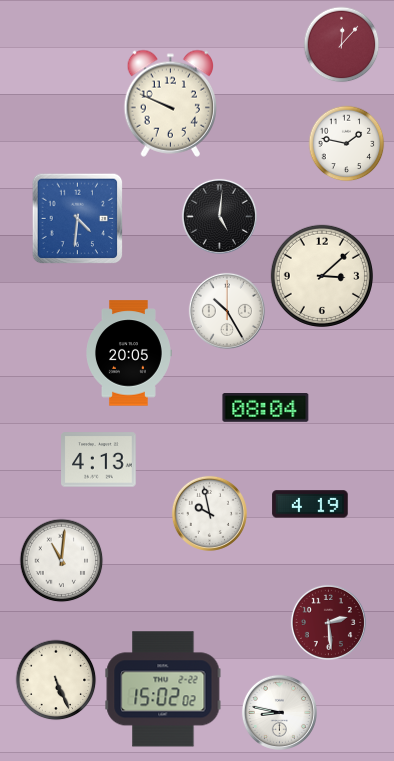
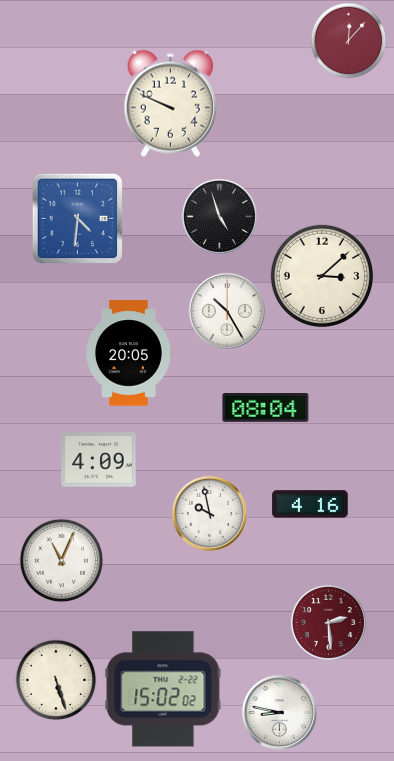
clock at (342, 45) position: (342, 45) -> (349, 41)
clock at (347, 144): 1:47 -> none
clock at (219, 216): 5:01 -> 4:57
clock at (99, 460): 4:13 -> 4:09
clock at (310, 504): 4:19 -> 4:16
clock at (62, 561): 11:01 -> 11:04
clock at (56, 680): 5:26 -> 5:27
